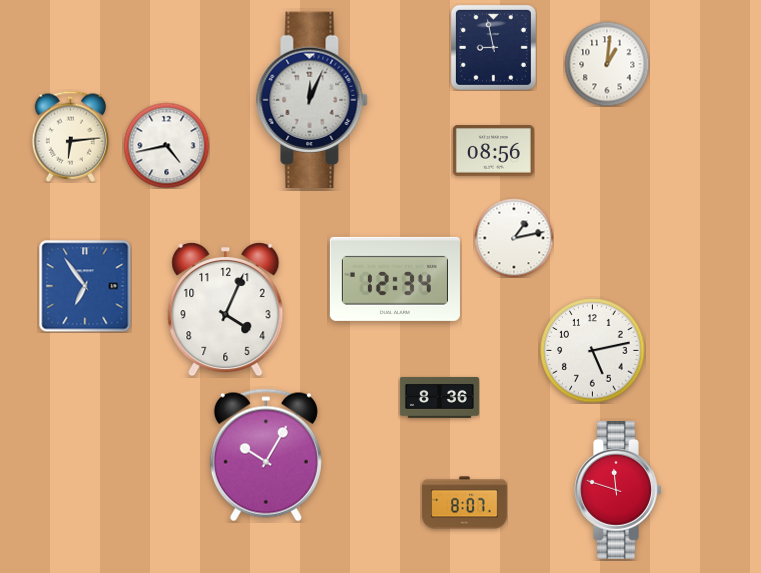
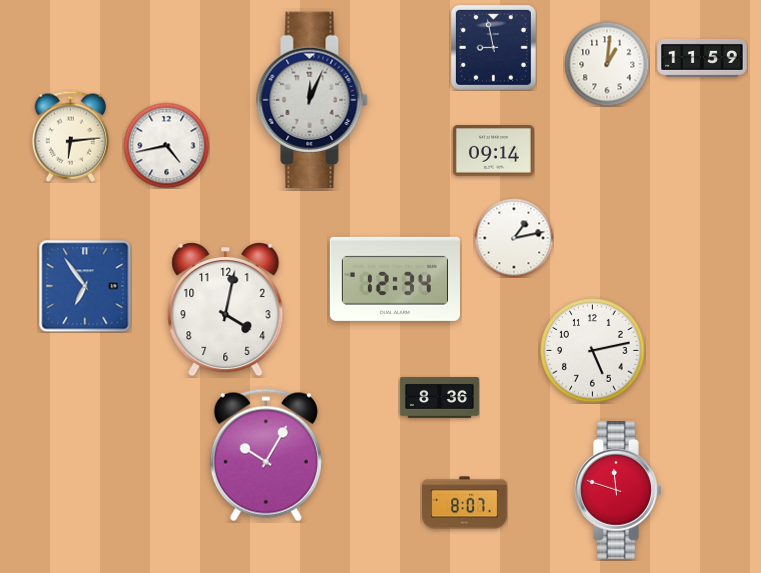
clock at (702, 58): none -> 11:59
clock at (493, 151): 08:56 -> 09:14
clock at (226, 310): 4:04 -> 4:02
